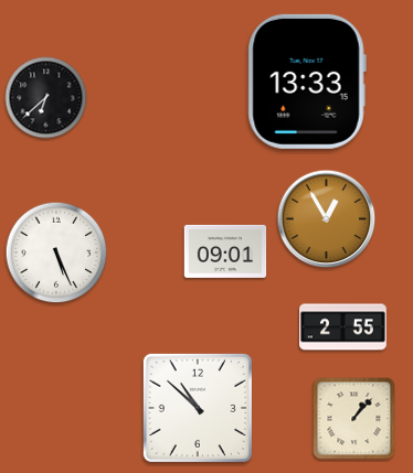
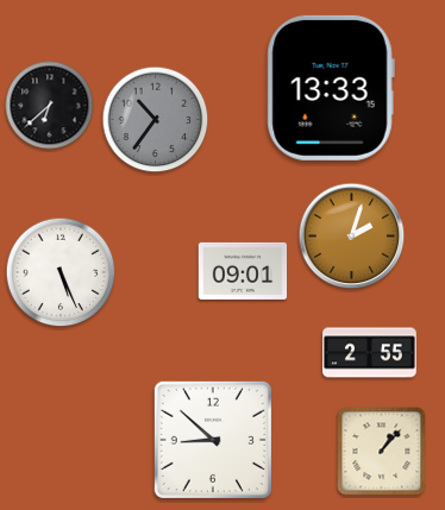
clock at (156, 120): none -> 10:36
clock at (327, 219): 12:55 -> 2:03
clock at (198, 408): 10:52 -> 8:52
